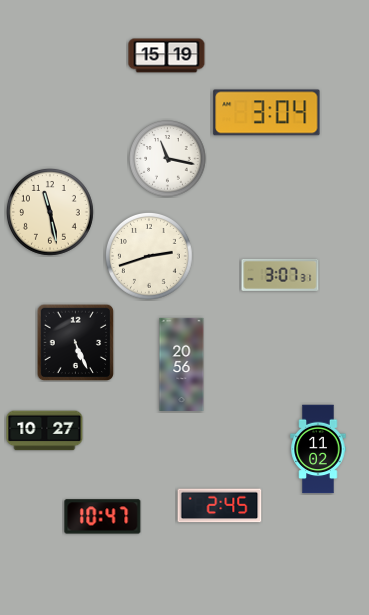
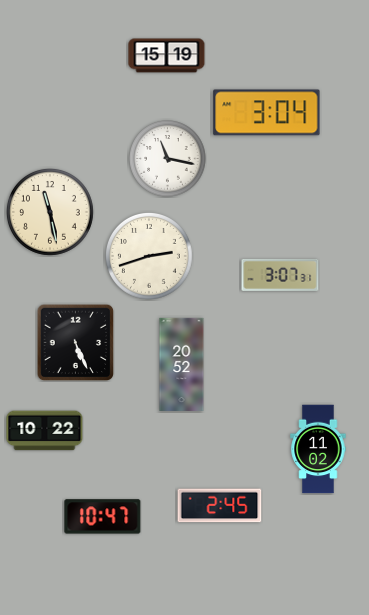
clock at (182, 364): 20:56 -> 20:52
clock at (45, 431): 10:27 -> 10:22
